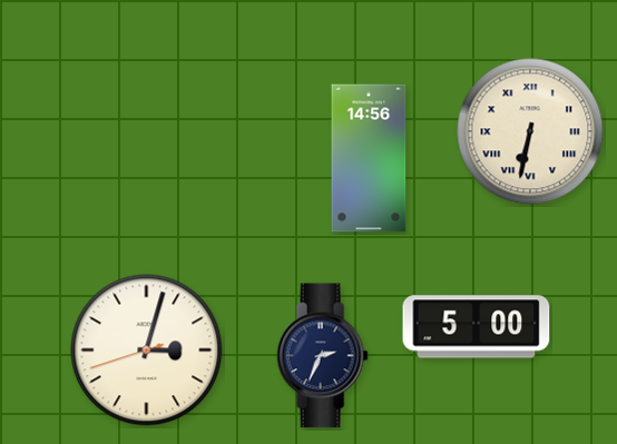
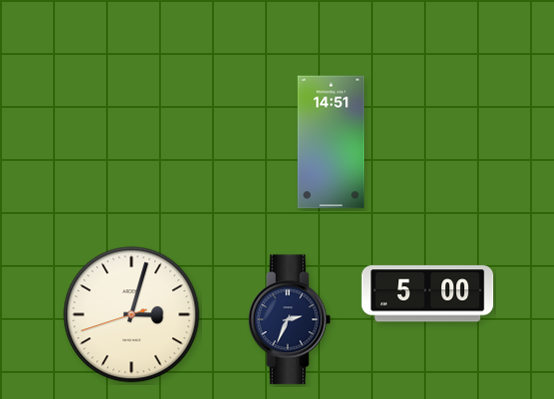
clock at (530, 131): 6:32 -> none
clock at (369, 158): 14:56 -> 14:51
